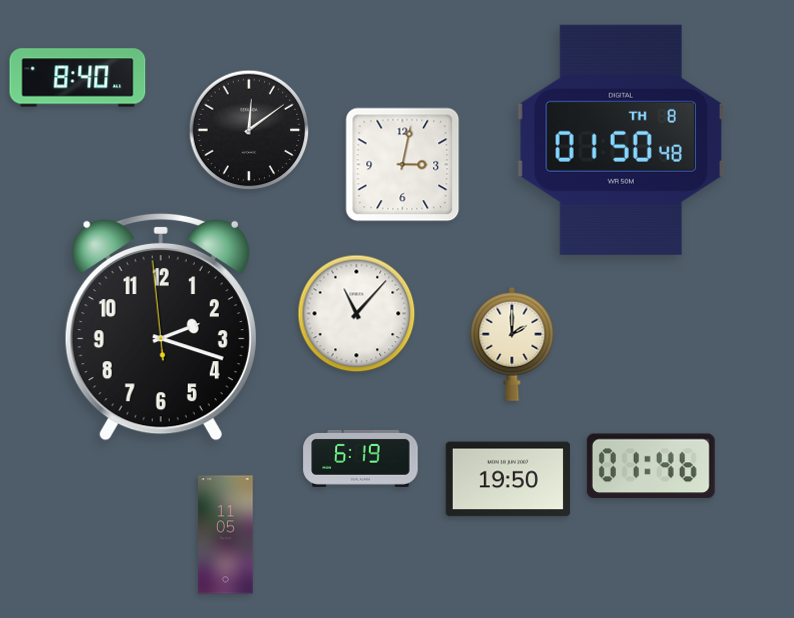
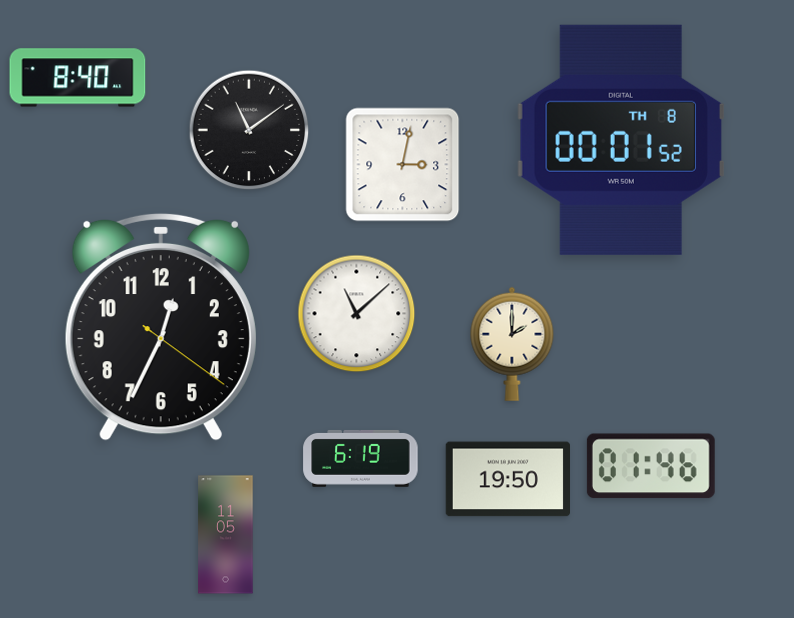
clock at (249, 130): 12:09 -> 11:09
clock at (620, 140): 01:50 -> 00:01
clock at (357, 314): 11:07 -> 11:08
clock at (161, 327): 2:17 -> 12:34
